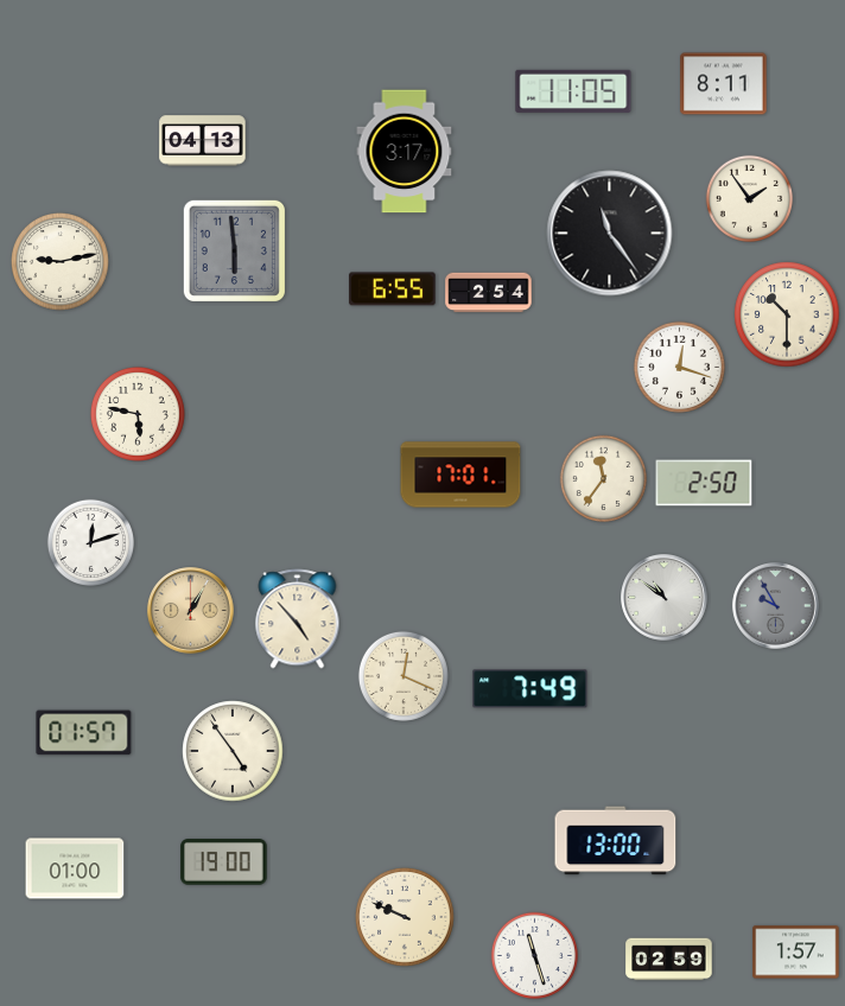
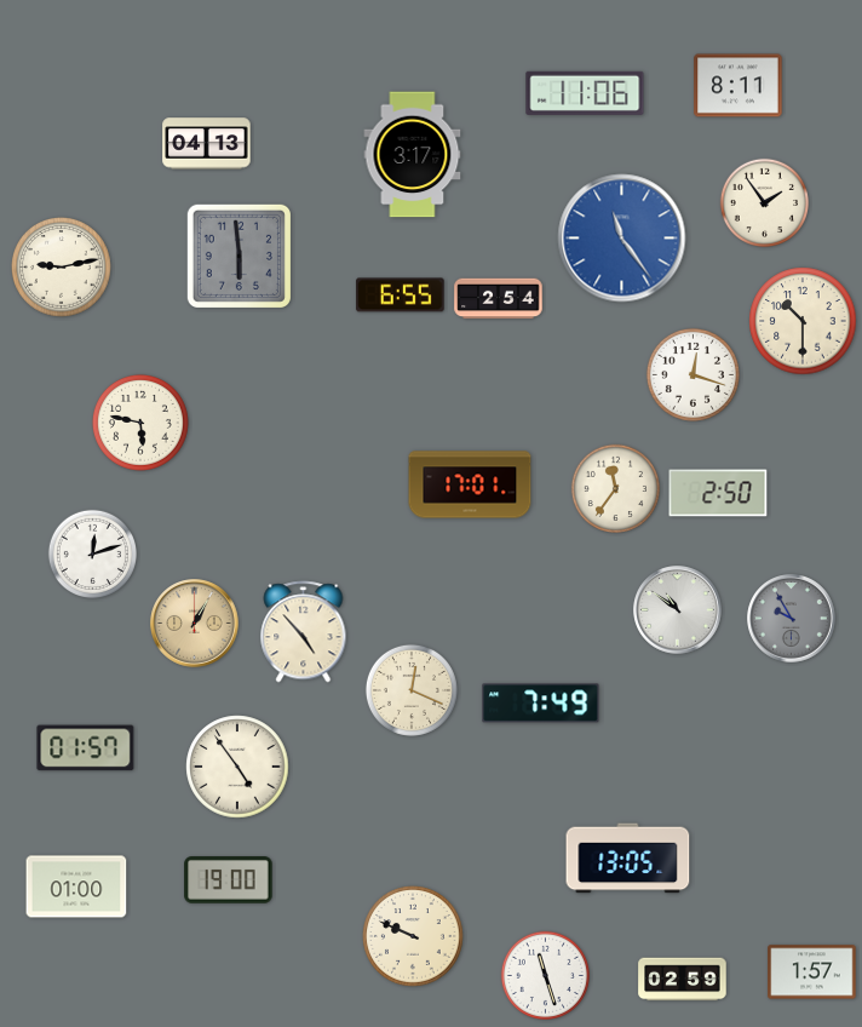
clock at (573, 91): 11:05 -> 11:06
clock at (610, 234) dial: black -> blue
clock at (616, 841): 13:00 -> 13:05
